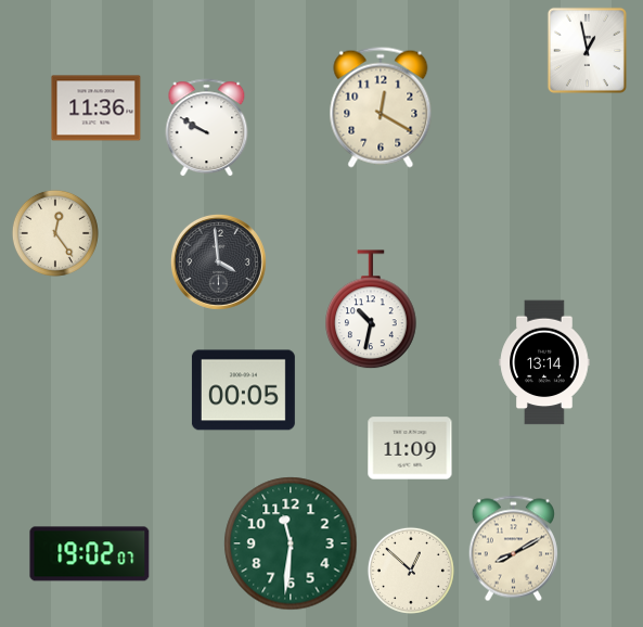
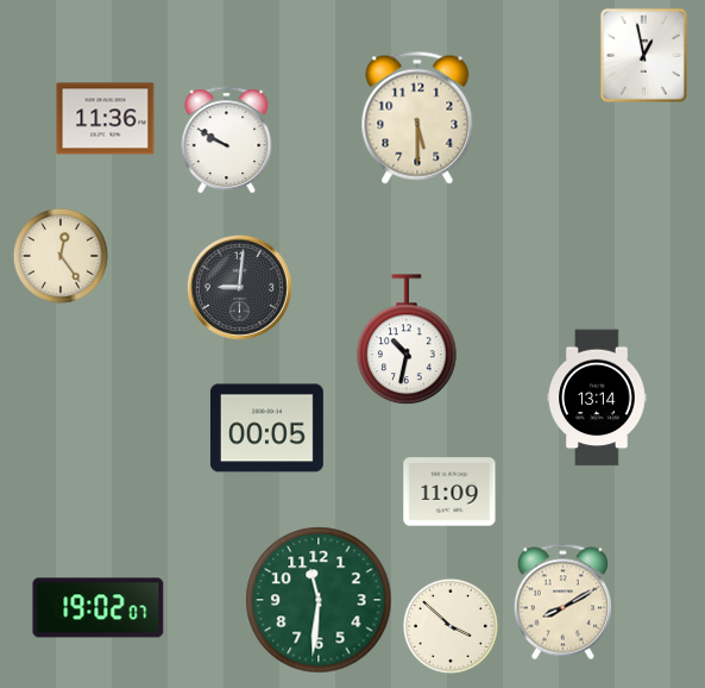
clock at (381, 107): 12:20 -> 5:30
clock at (218, 261): 3:59 -> 9:01
clock at (291, 543) position: (291, 543) -> (319, 600)
clock at (411, 571): 12:52 -> 3:52
